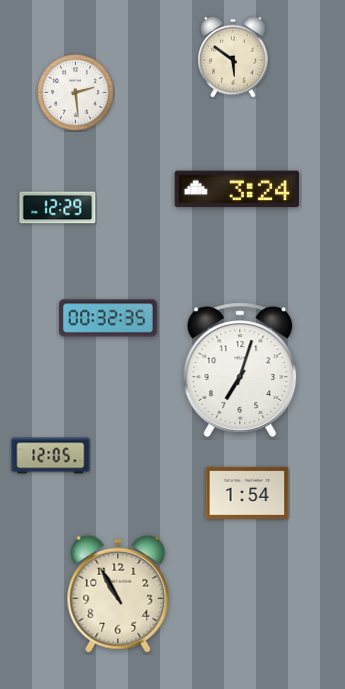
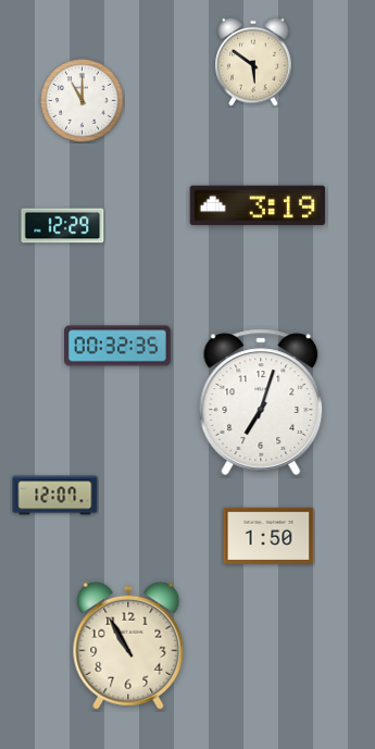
clock at (76, 93): 2:29 -> 11:00
clock at (237, 189): 3:24 -> 3:19
clock at (51, 456): 12:05 -> 12:07
clock at (247, 493): 1:54 -> 1:50
